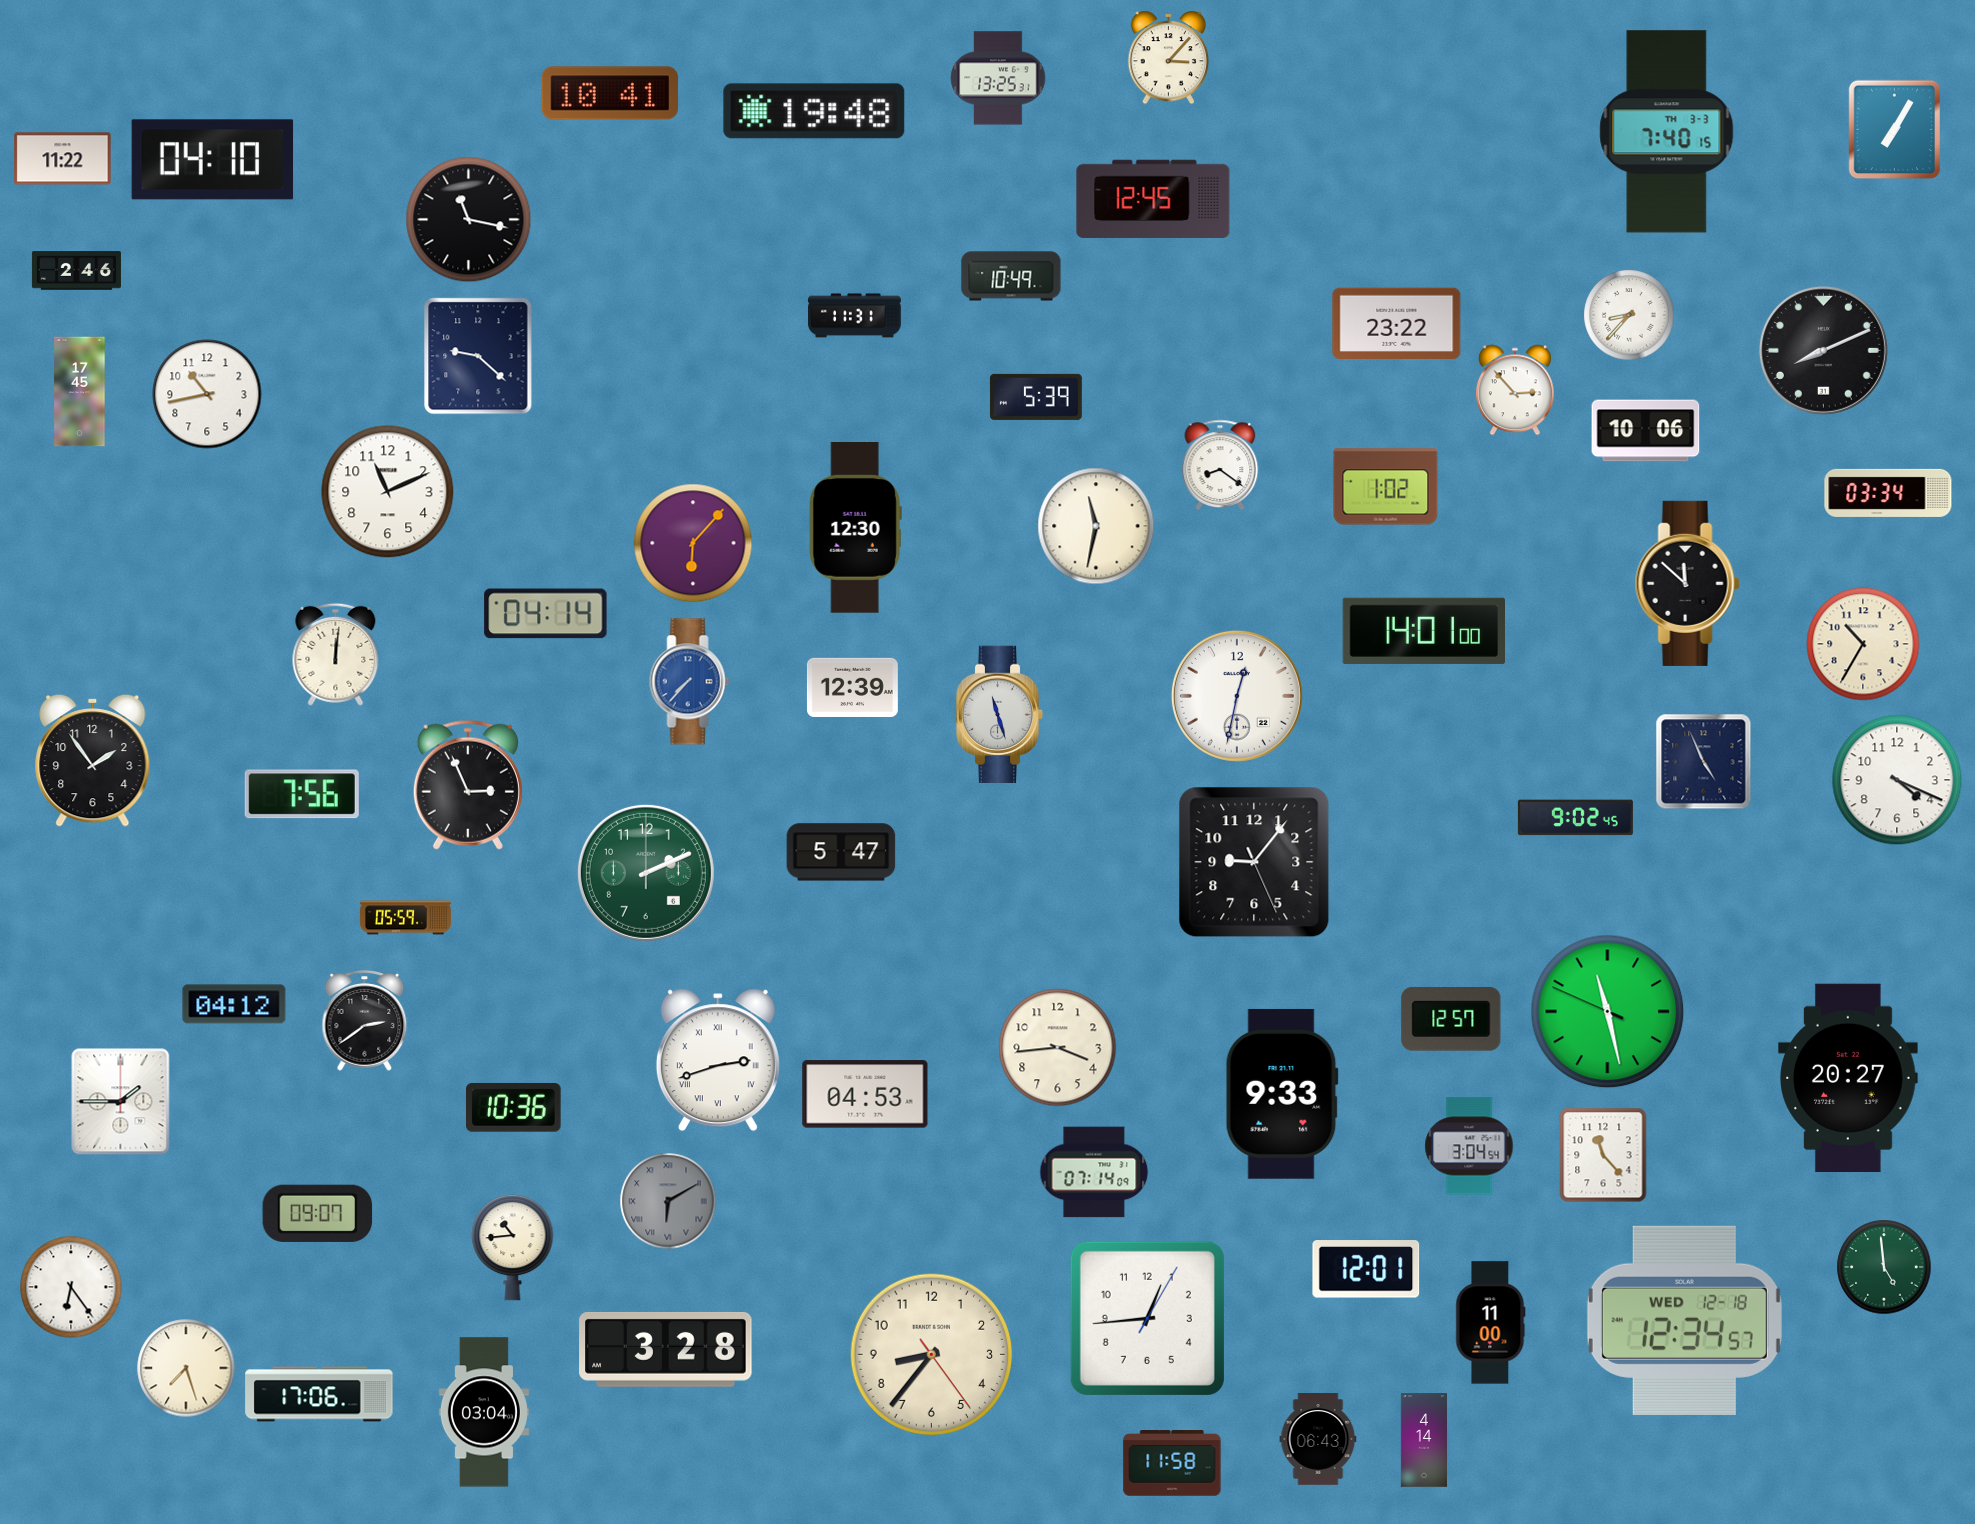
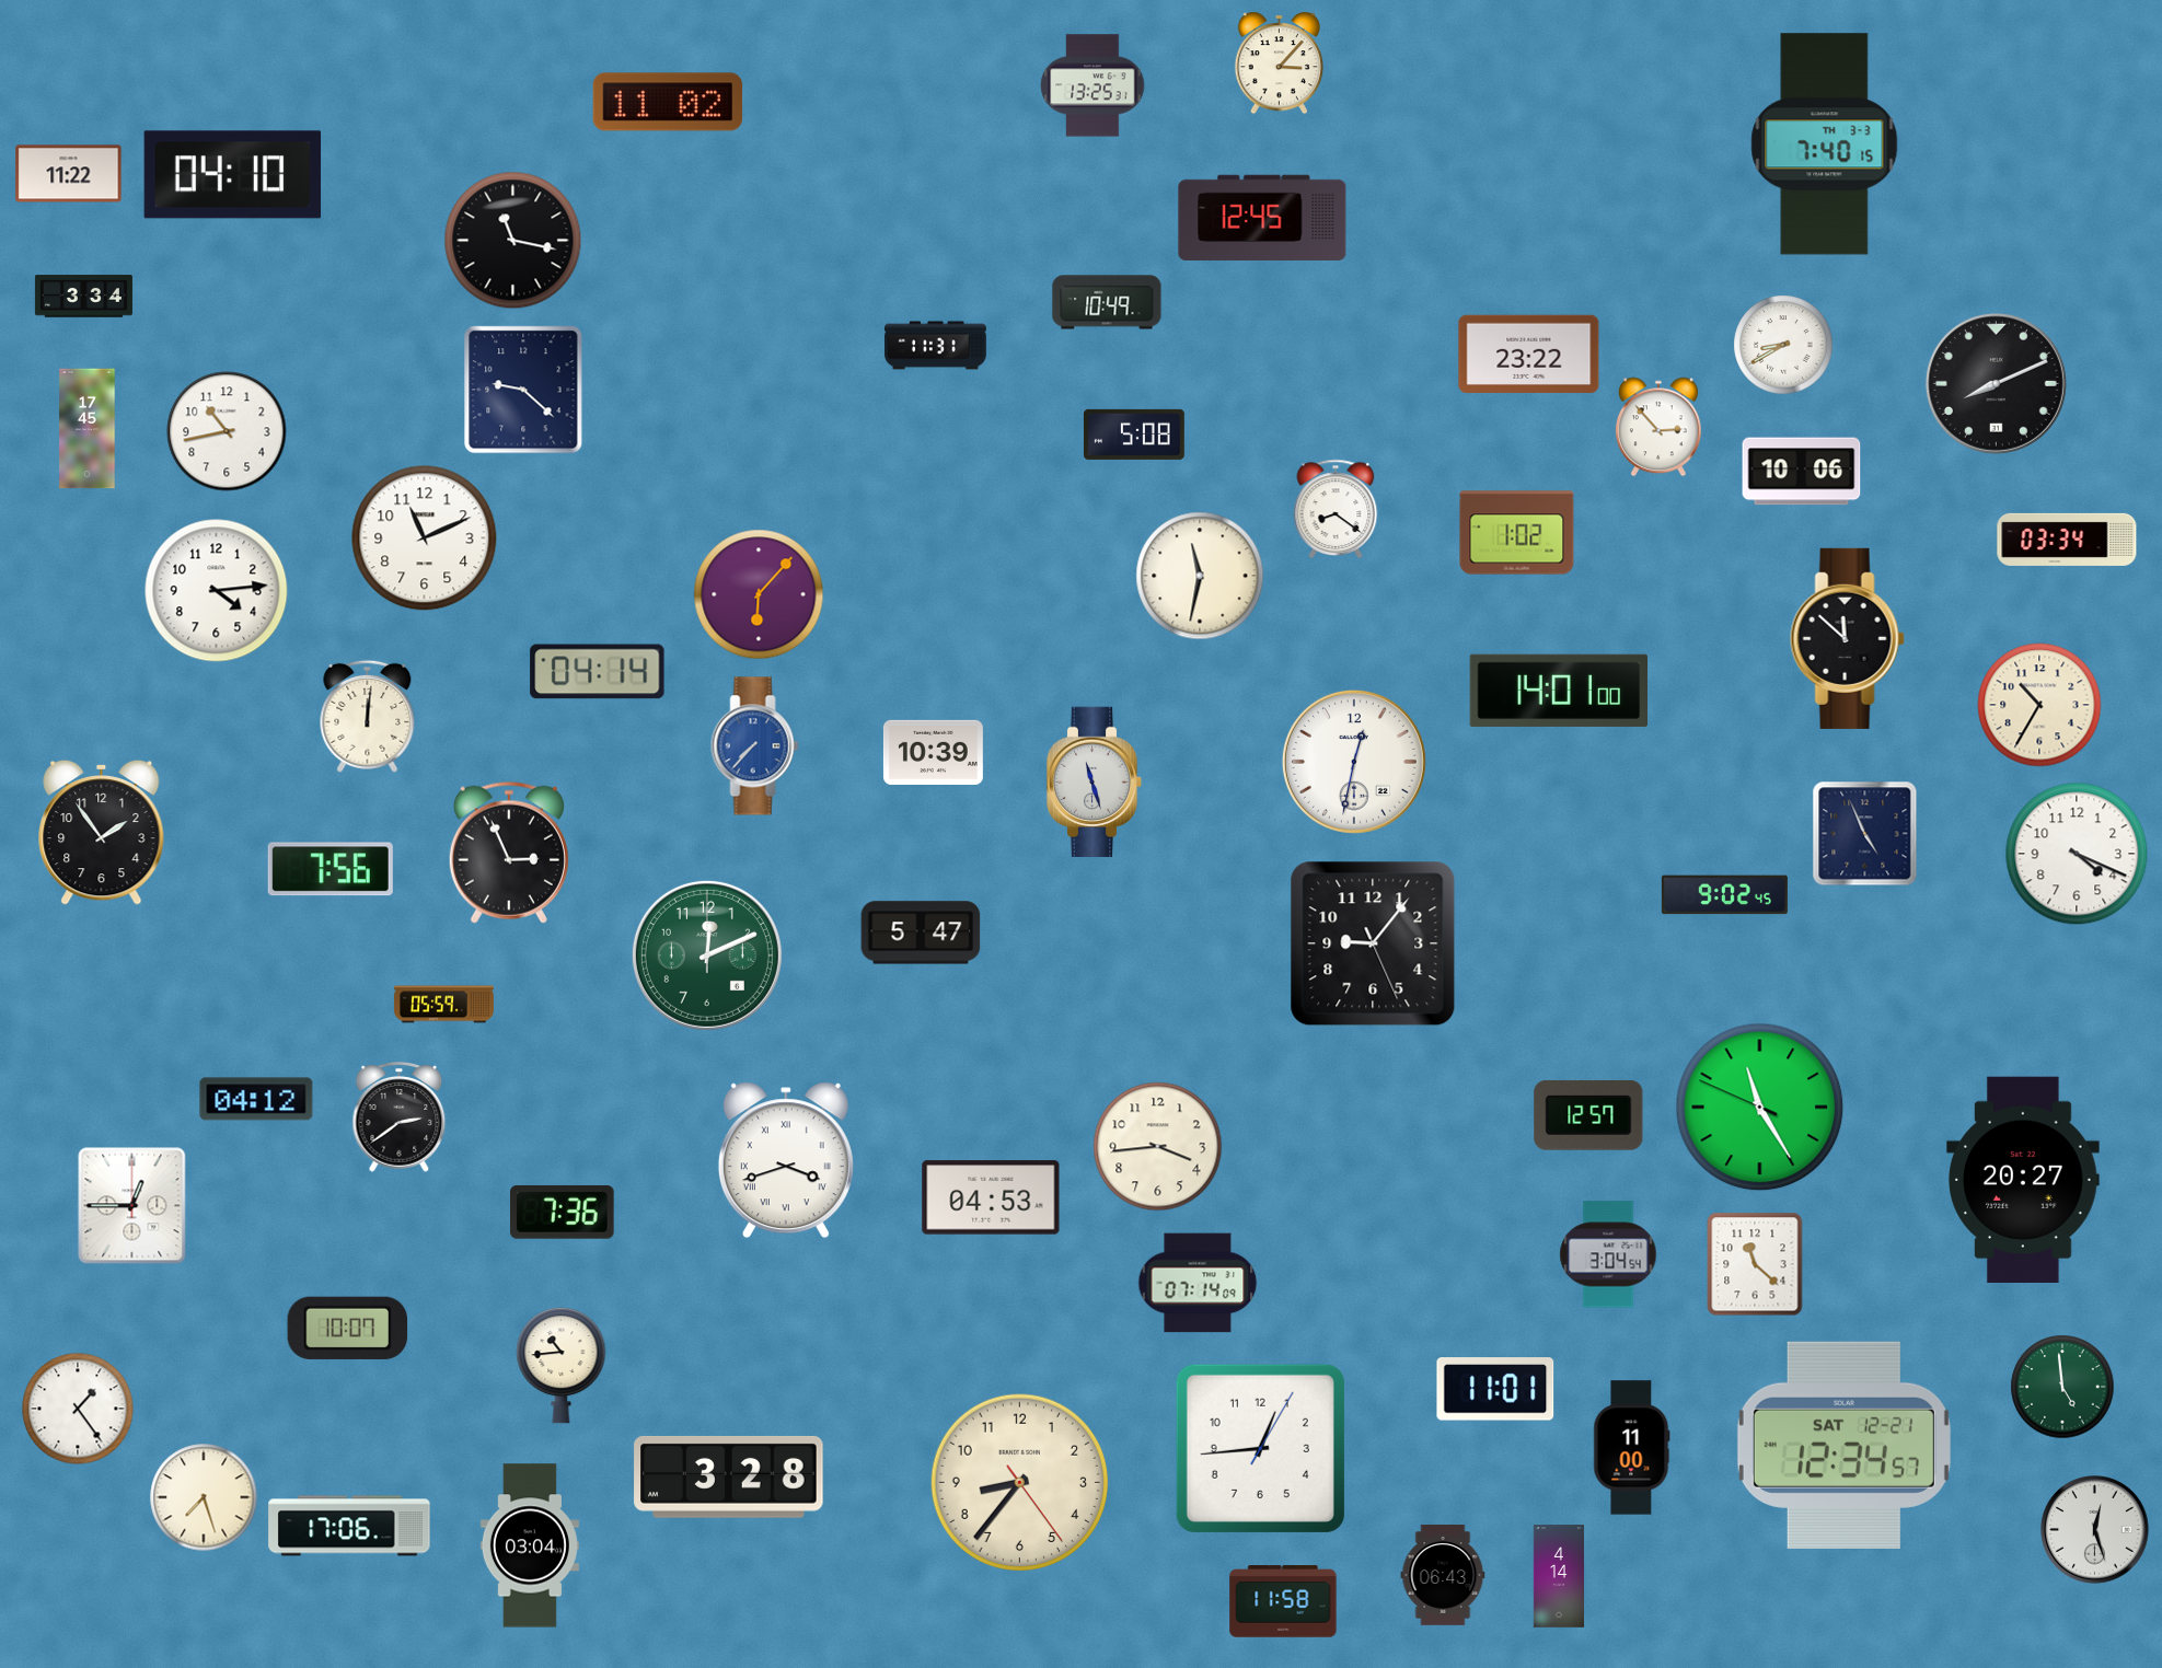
clock at (610, 93): 10:41 -> 11:02
clock at (814, 111): 19:48 -> none
clock at (1895, 130): 7:05 -> none
clock at (76, 271): 2:46 -> 3:34
clock at (1629, 315): 8:37 -> 8:40
clock at (1036, 397): 5:39 -> 5:08
clock at (855, 528): 12:30 -> none
clock at (217, 591): none -> 4:14
clock at (852, 687): 12:39 -> 10:39
clock at (468, 785) position: (468, 785) -> (509, 853)
clock at (646, 873): 2:11 -> 12:11
clock at (1608, 1012): 11:27 -> 11:24
clock at (718, 1060): 2:42 -> 3:42
clock at (865, 1094) position: (865, 1094) -> (991, 1197)
clock at (1282, 1094): 9:33 -> none
clock at (121, 1102): 1:45 -> 12:45
clock at (514, 1107): 10:36 -> 7:36
clock at (1603, 1155): 11:23 -> 11:22
clock at (668, 1201): 6:10 -> none
clock at (318, 1213): 09:07 -> 10:07
clock at (1366, 1269): 12:01 -> 11:01
clock at (71, 1287): 6:24 -> 1:24
clock at (1147, 1318) position: (1147, 1318) -> (1260, 1448)
clock at (1684, 1320) date: WED 12-18 -> SAT 12-21
clock at (2095, 1530): none -> 12:27
